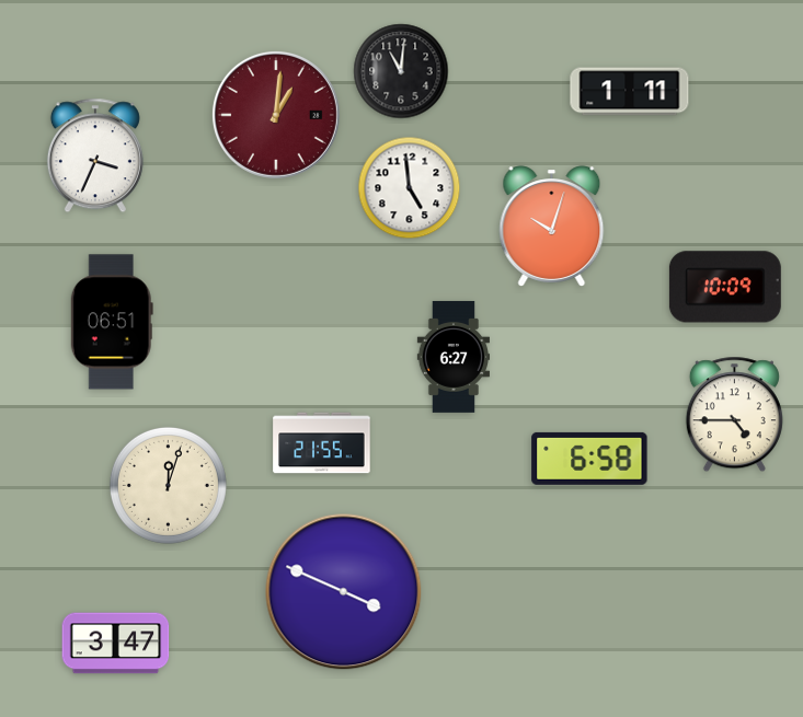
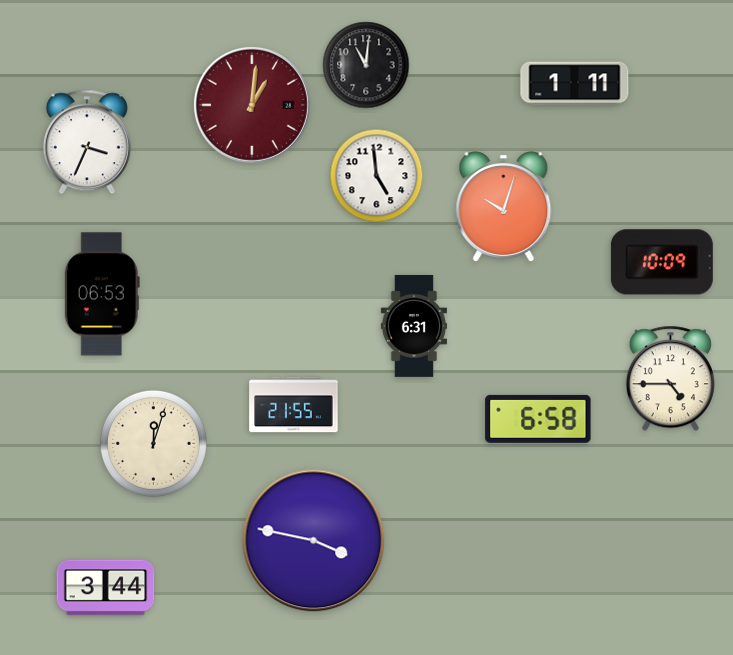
clock at (410, 188) position: (410, 188) -> (377, 176)
clock at (112, 322): 06:51 -> 06:53
clock at (452, 357): 6:27 -> 6:31
clock at (344, 592): 3:49 -> 3:47
clock at (116, 644): 3:47 -> 3:44
